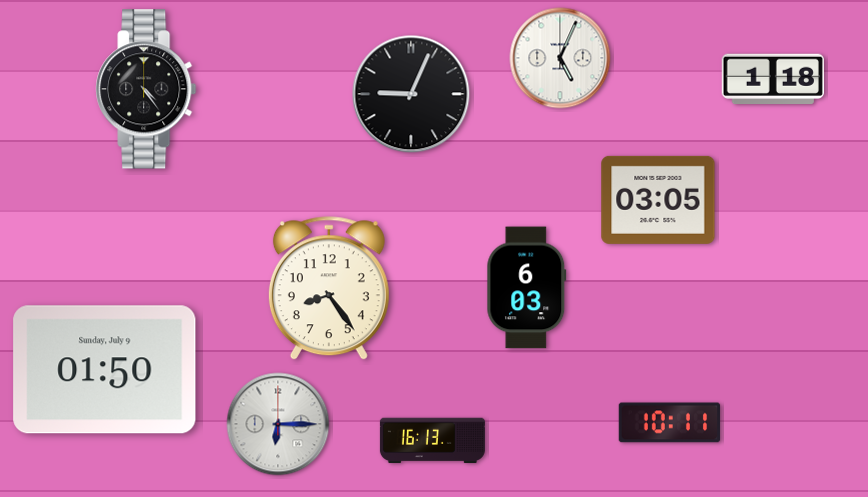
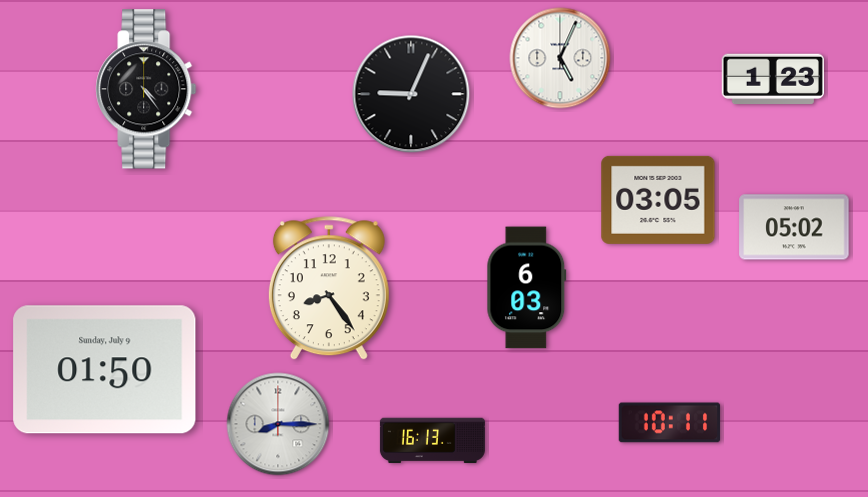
clock at (773, 79): 1:18 -> 1:23
clock at (794, 227): none -> 05:02
clock at (278, 424): 6:15 -> 8:15
